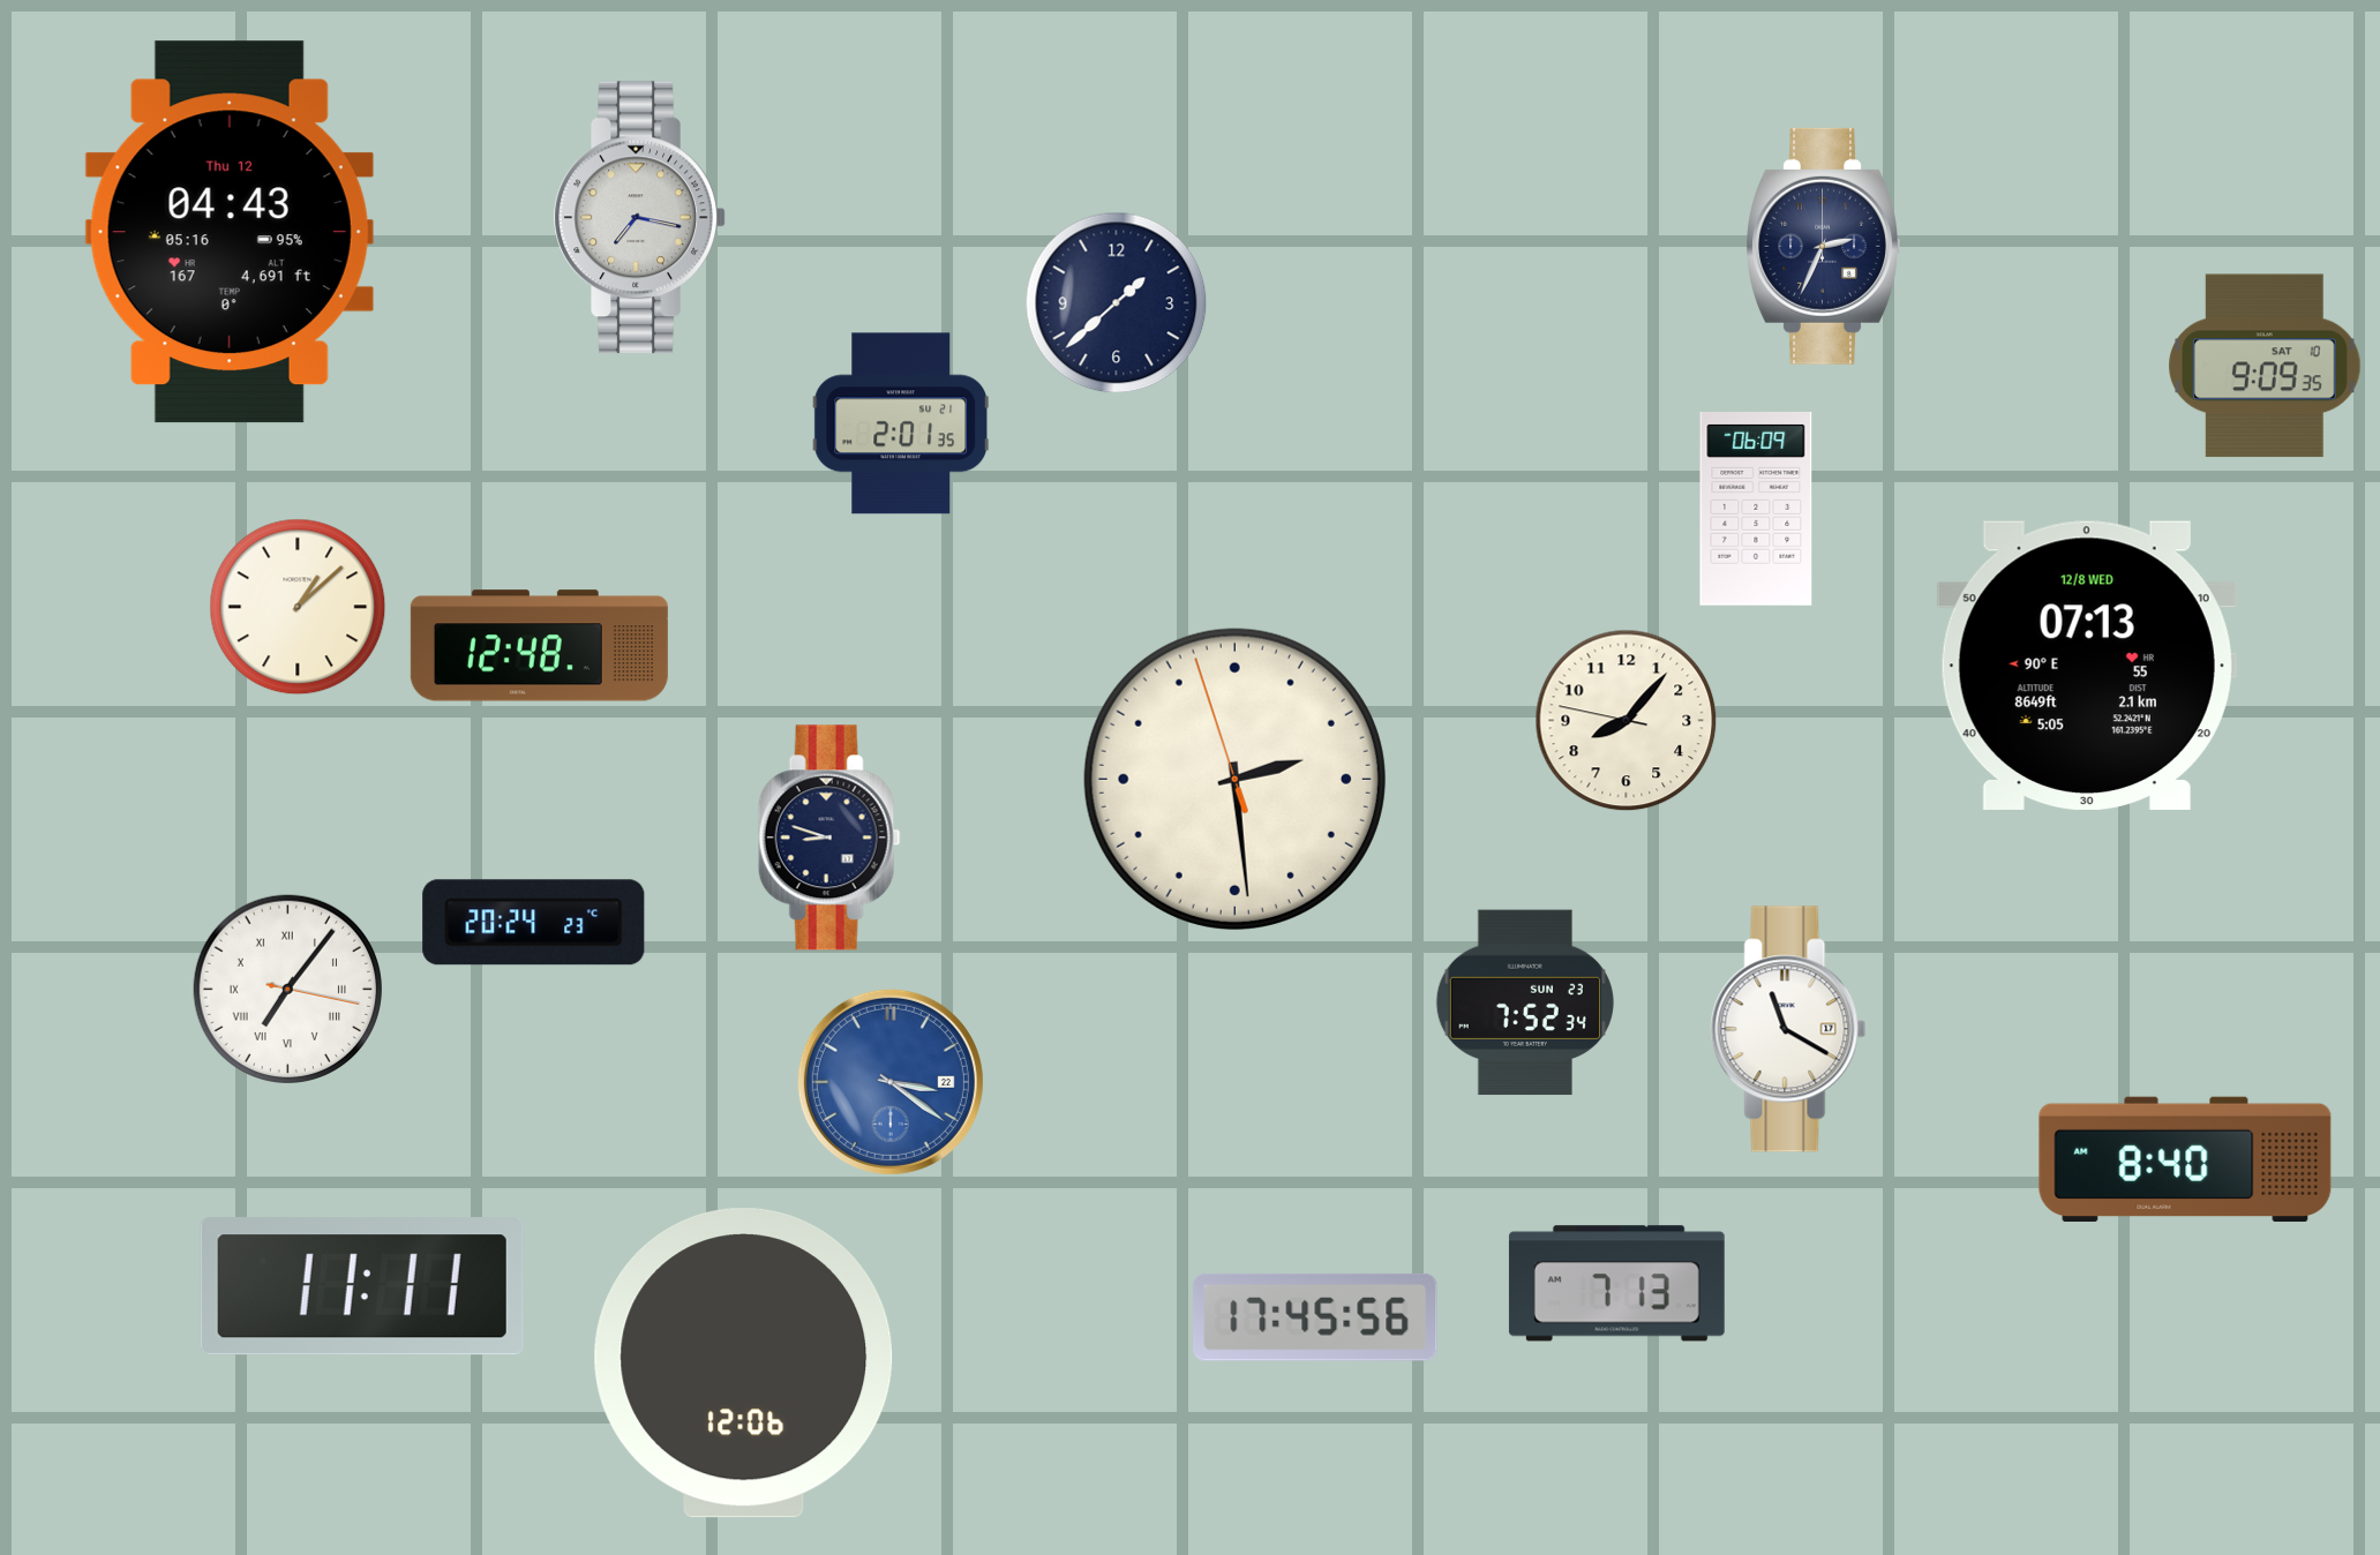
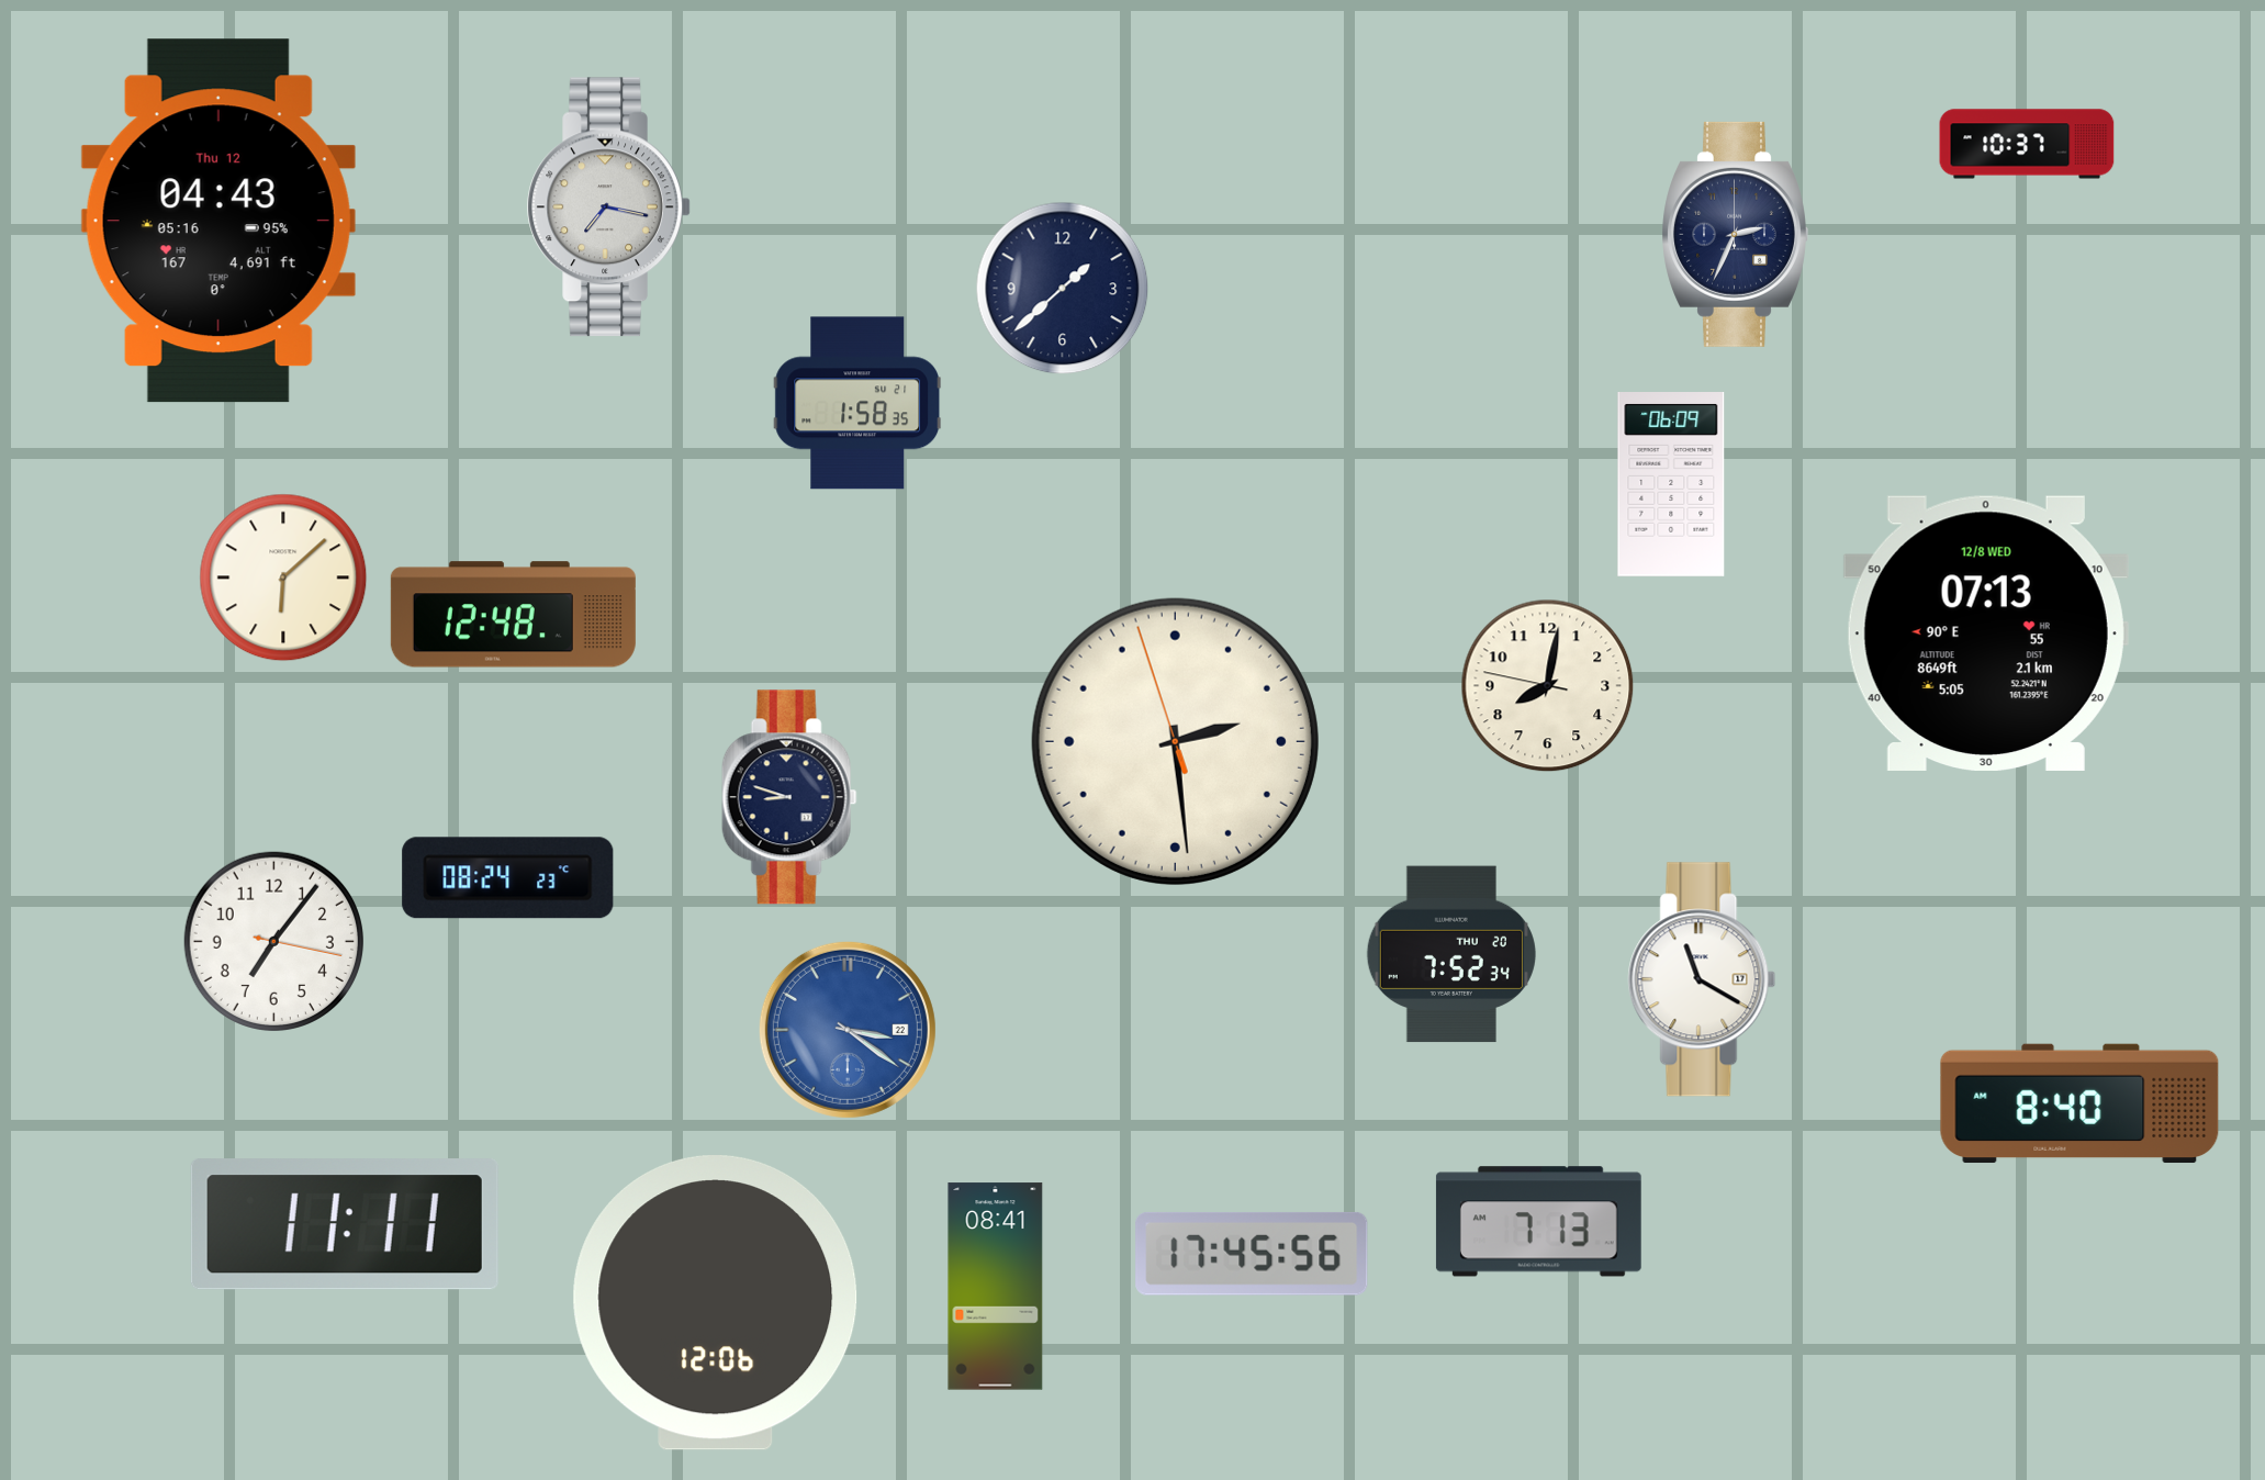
clock at (2027, 144): none -> 10:37
clock at (2265, 366): 9:09 -> none
clock at (901, 423): 2:01 -> 1:58
clock at (298, 607): 1:08 -> 6:08
clock at (1627, 721): 8:06 -> 8:01
clock at (534, 923): 20:24 -> 08:24
clock at (287, 989) numerals: Roman -> Arabic
clock at (1525, 1002) date: SUN 23 -> THU 20
clock at (996, 1287): none -> 08:41
clock at (744, 1364) position: (744, 1364) -> (716, 1303)
